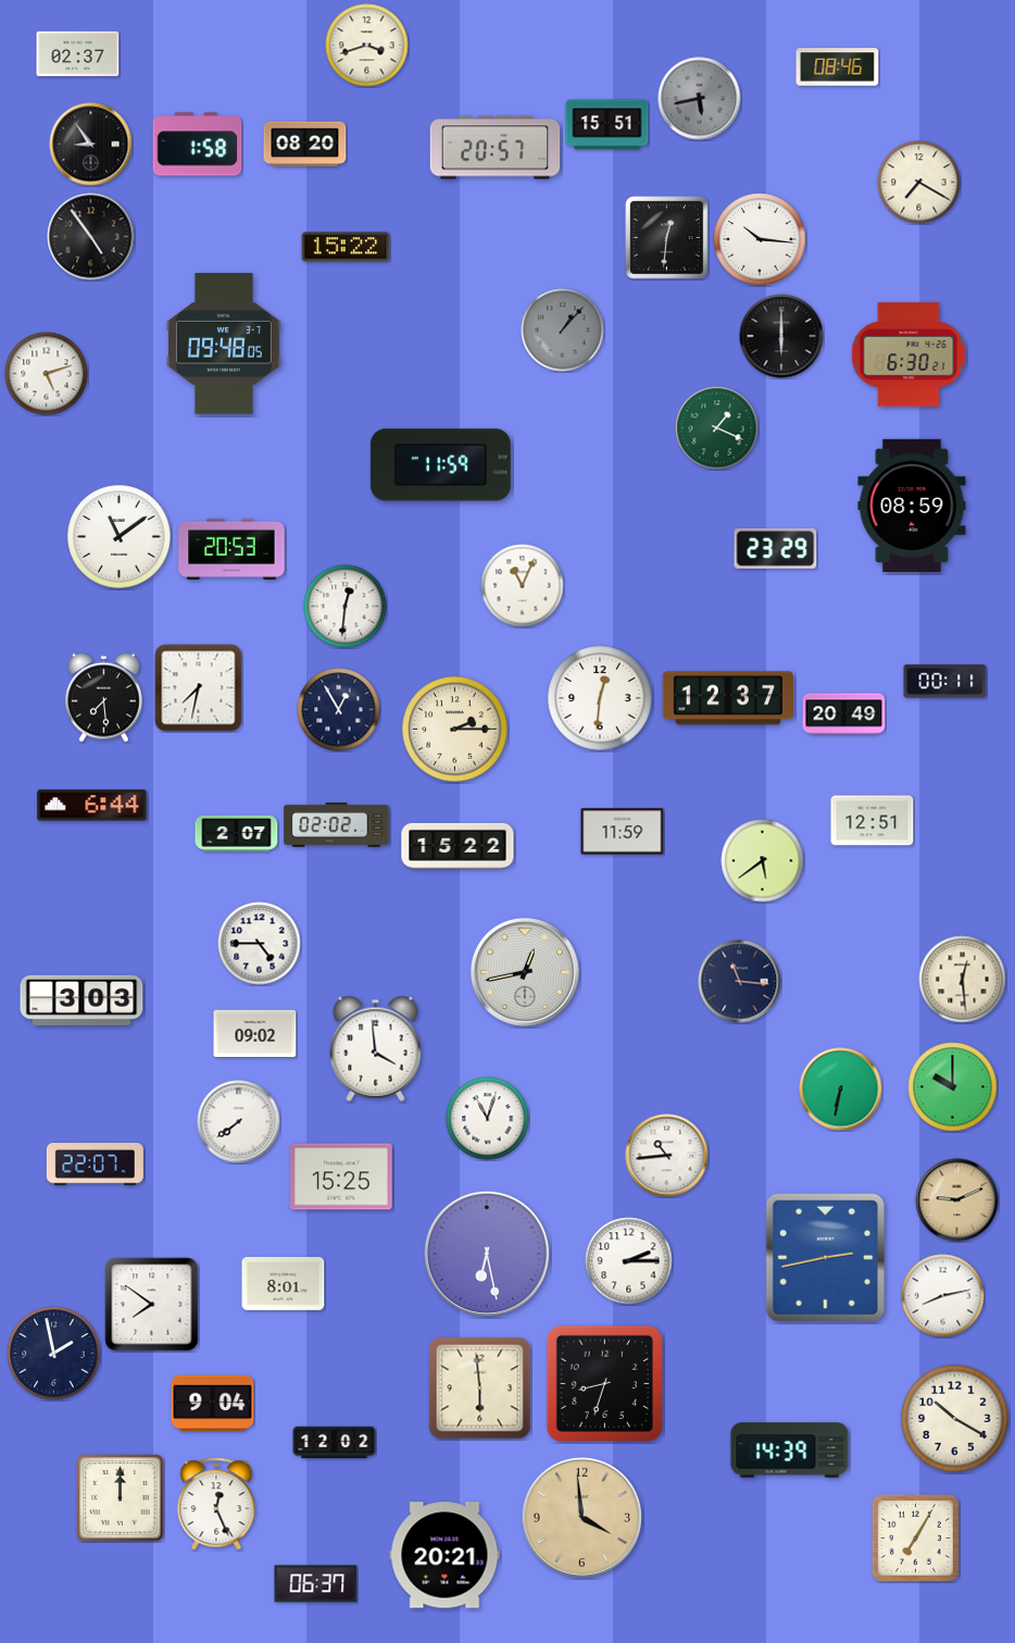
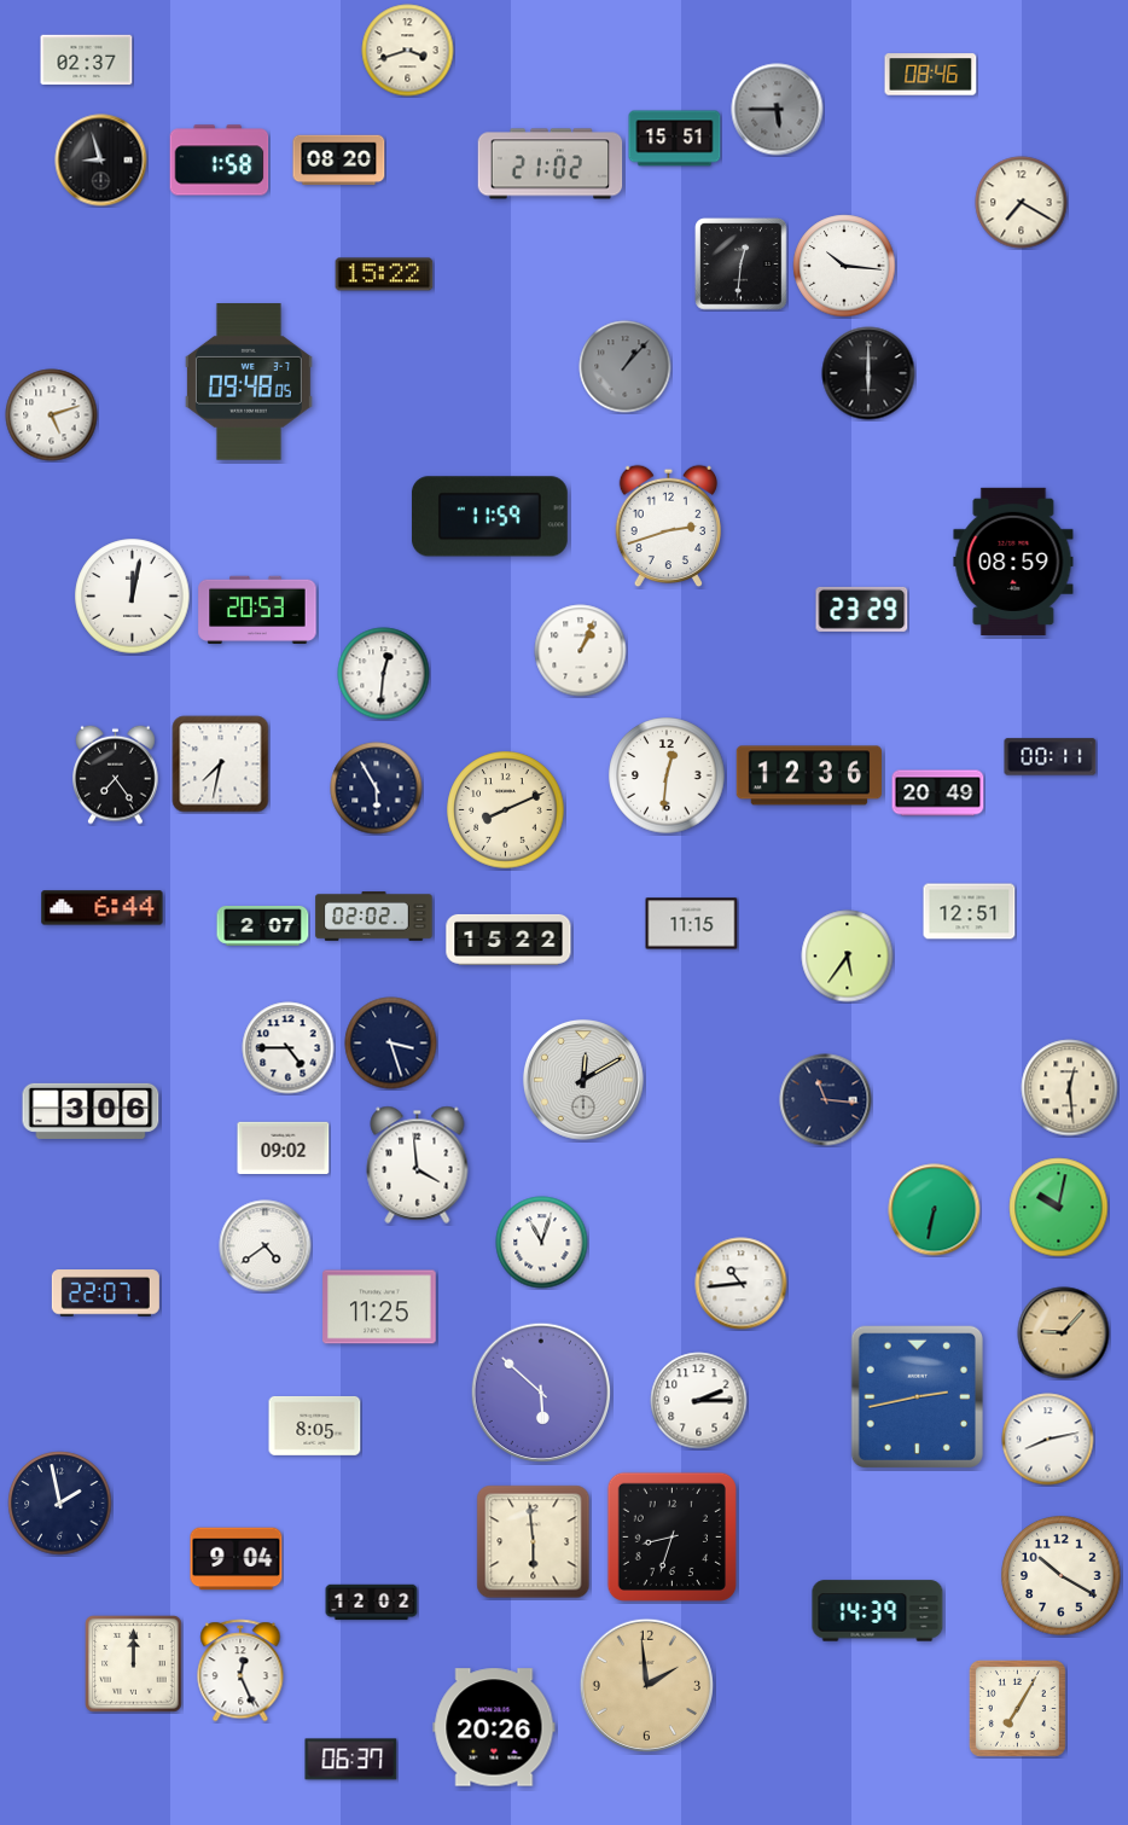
clock at (700, 99): 5:43 -> 5:45
clock at (91, 145): 8:54 -> 8:57
clock at (496, 148): 20:57 -> 21:02
clock at (91, 237): 4:54 -> none
clock at (909, 354): 6:30 -> none
clock at (717, 428): 1:19 -> none
clock at (668, 527): none -> 2:42
clock at (120, 537): 11:09 -> 12:02
clock at (523, 586): 11:04 -> 1:04
clock at (104, 697): 7:29 -> 7:24
clock at (727, 698): 12:37 -> 12:36
clock at (339, 710): 12:55 -> 5:55
clock at (455, 730): 2:15 -> 8:11
clock at (92, 806) position: (92, 806) -> (103, 908)
clock at (623, 832): 11:59 -> 11:15
clock at (763, 861): 5:39 -> 5:36
clock at (391, 1044): none -> 3:27
clock at (525, 972): 12:43 -> 12:10
clock at (740, 982) position: (740, 982) -> (826, 1100)
clock at (82, 1000): 3:03 -> 3:06
clock at (953, 1087): 10:00 -> 10:02
clock at (239, 1122): 7:39 -> 4:39
clock at (341, 1177): 15:25 -> 11:25
clock at (957, 1200): 9:11 -> 9:07
clock at (486, 1253): 6:28 -> 5:52
clock at (284, 1283): 8:01 -> 8:05
clock at (152, 1305): 7:51 -> none
clock at (581, 1517): 3:59 -> 1:59
clock at (444, 1555): 20:21 -> 20:26
